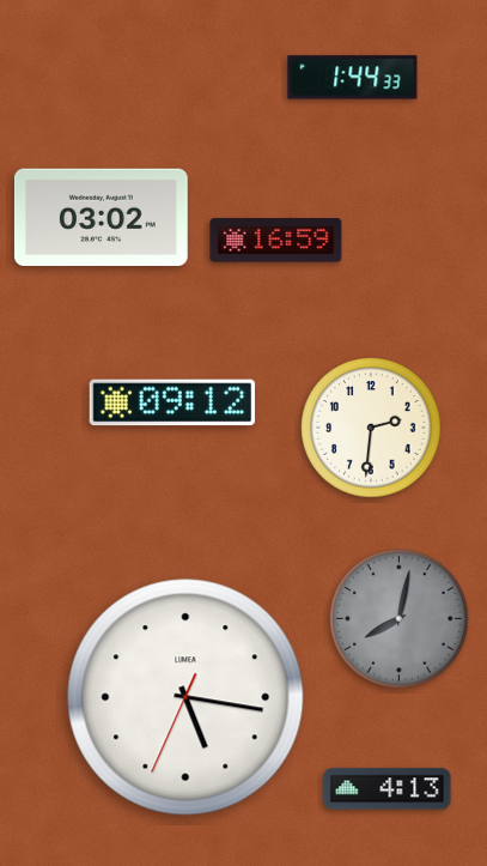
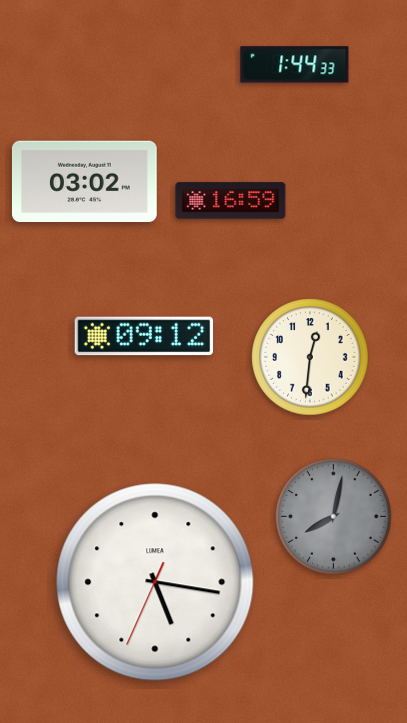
clock at (371, 428): 2:31 -> 12:31
clock at (388, 789): 4:13 -> none
